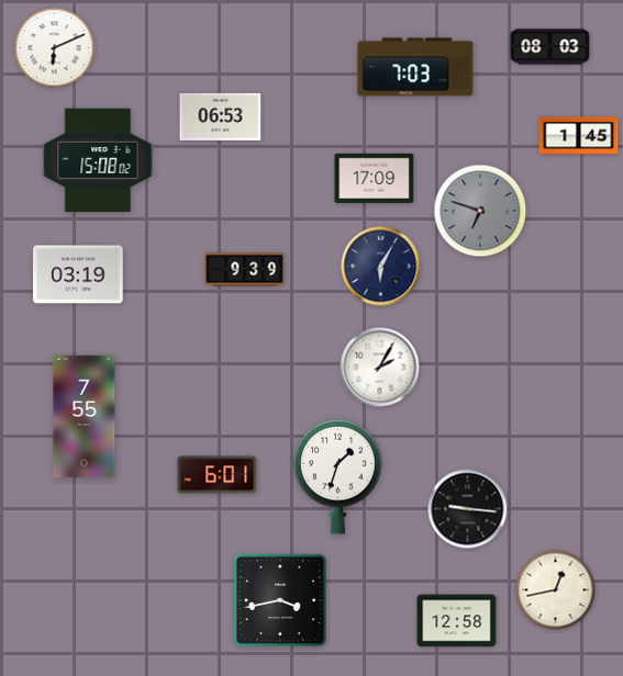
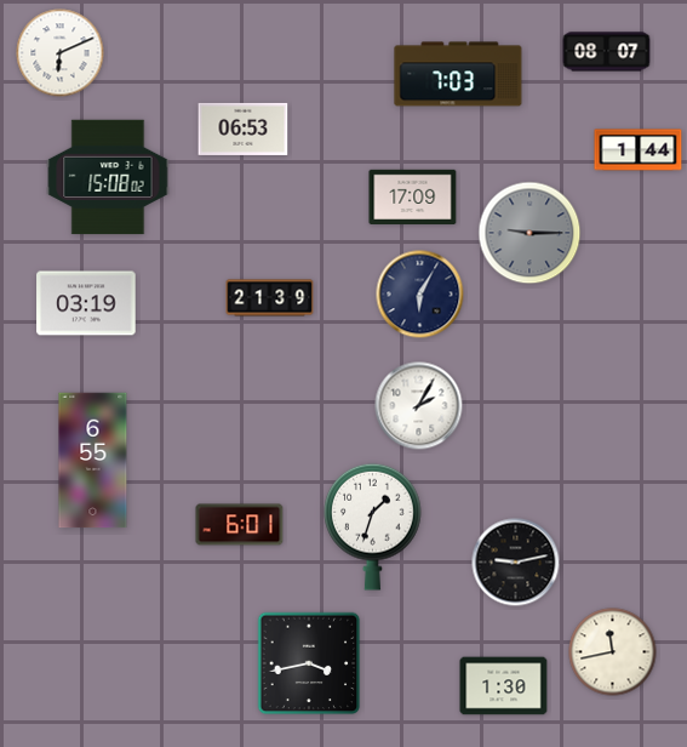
clock at (550, 47): 08:03 -> 08:07
clock at (579, 136): 1:45 -> 1:44
clock at (480, 211): 6:48 -> 9:15
clock at (245, 270): 9:39 -> 21:39
clock at (85, 417): 7:55 -> 6:55
clock at (468, 509): 9:16 -> 9:13
clock at (556, 590): 12:43 -> 11:43
clock at (457, 621): 12:58 -> 1:30
